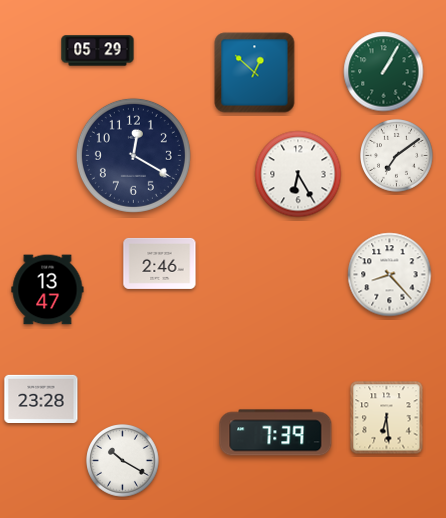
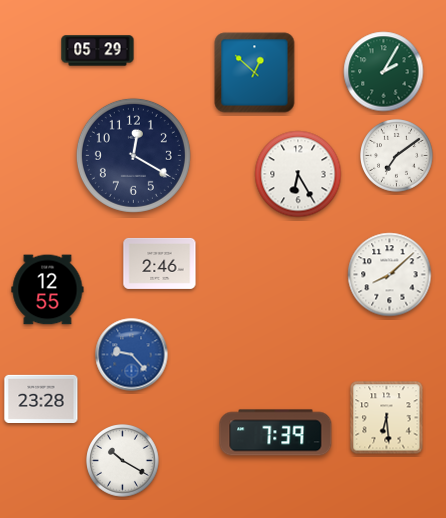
clock at (384, 72): 1:05 -> 2:05
clock at (390, 275): 8:23 -> 8:08
clock at (48, 290): 13:47 -> 12:55
clock at (132, 355): none -> 9:23
